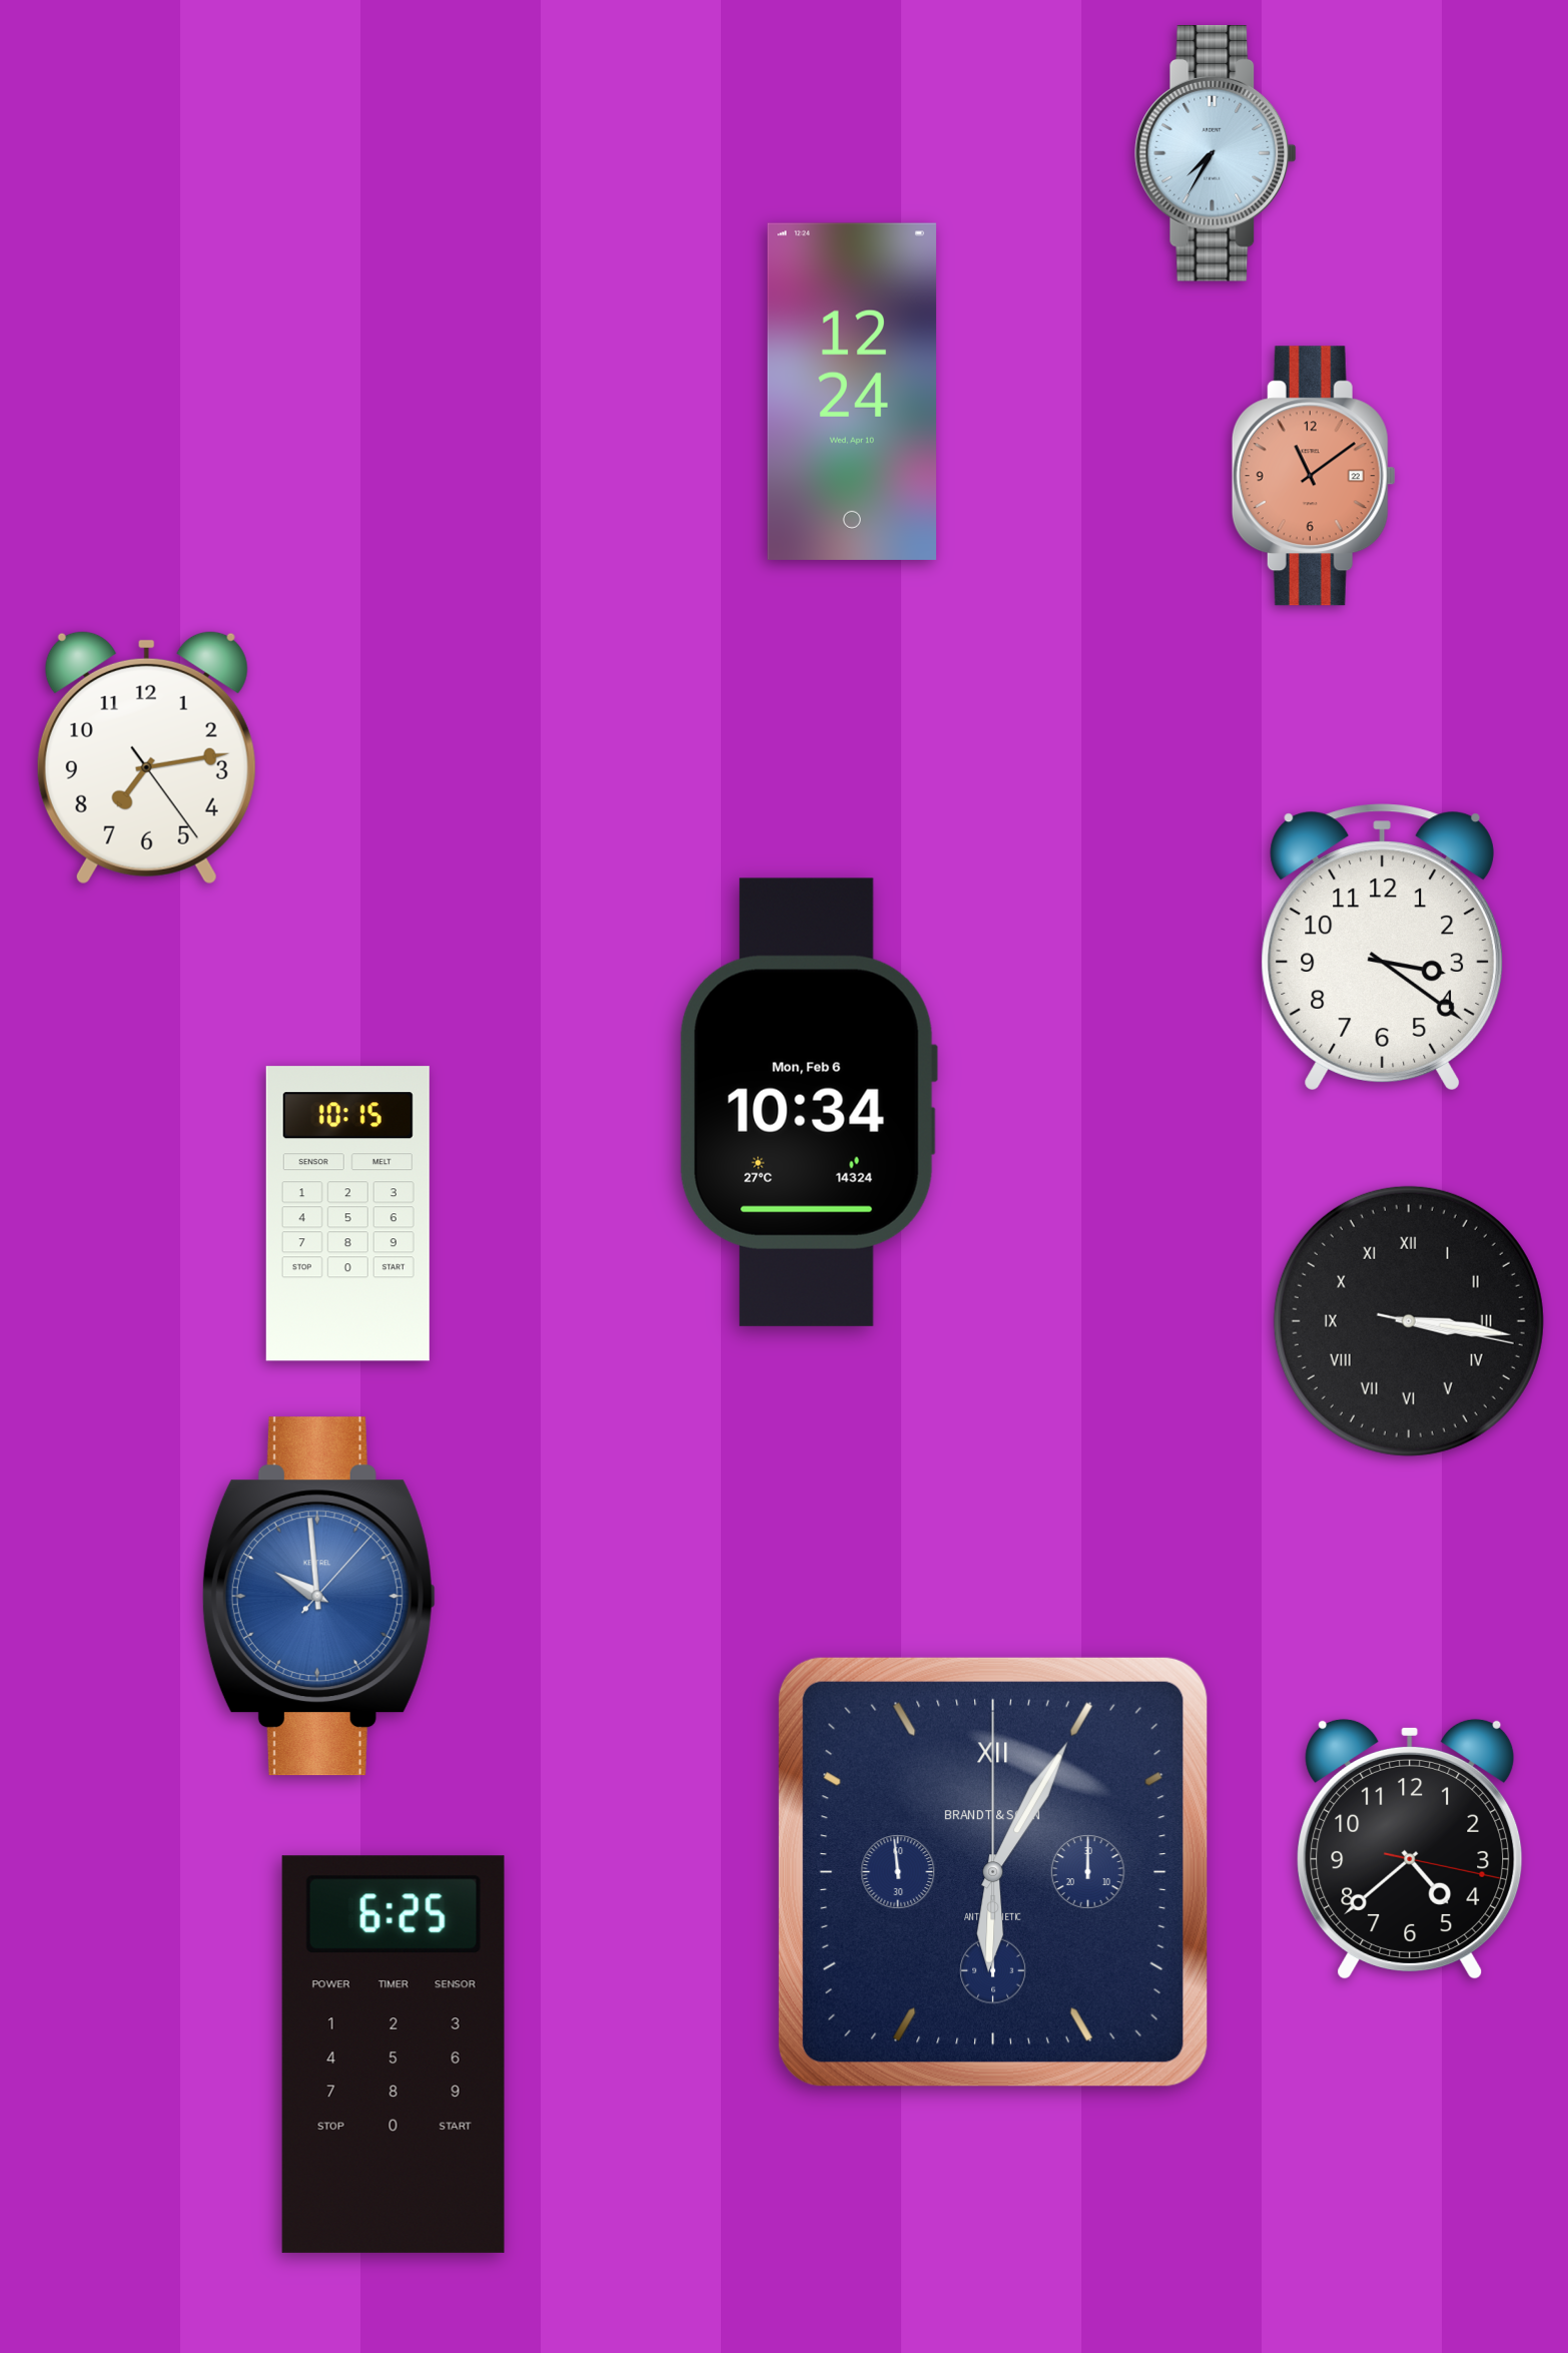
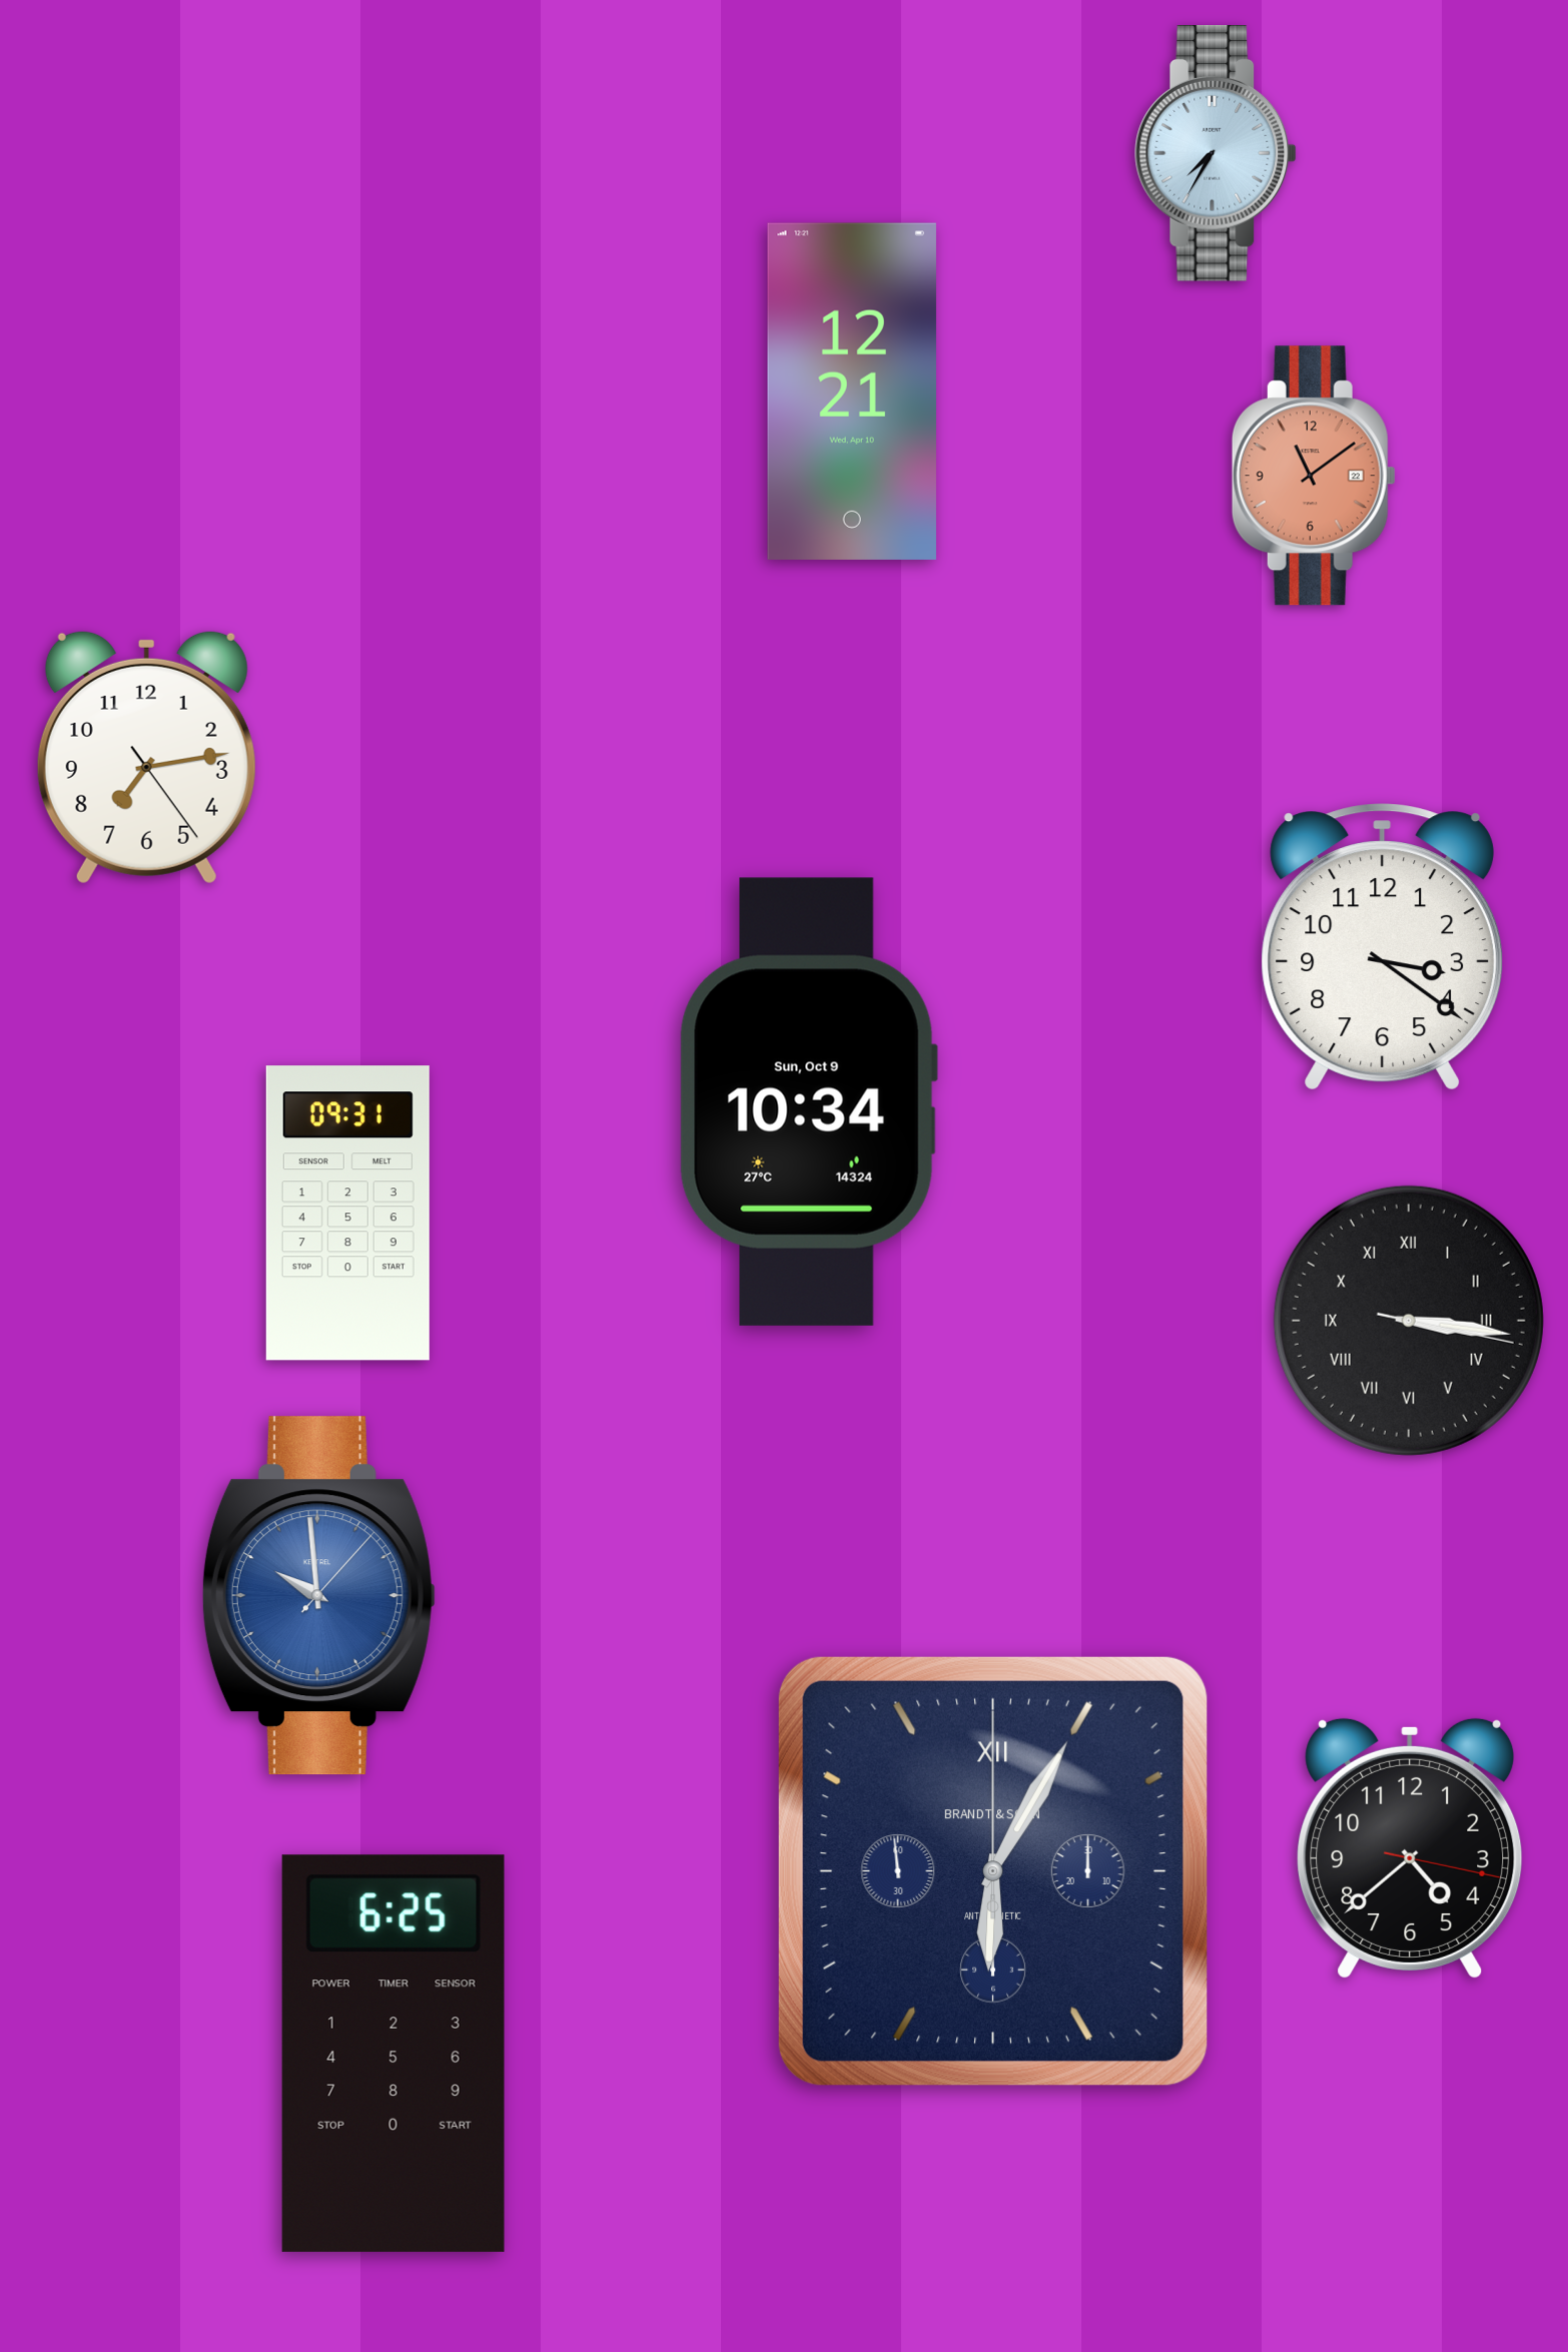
clock at (852, 392): 12:24 -> 12:21
clock at (808, 1102) date: Mon, Feb 6 -> Sun, Oct 9
clock at (347, 1214): 10:15 -> 09:31
